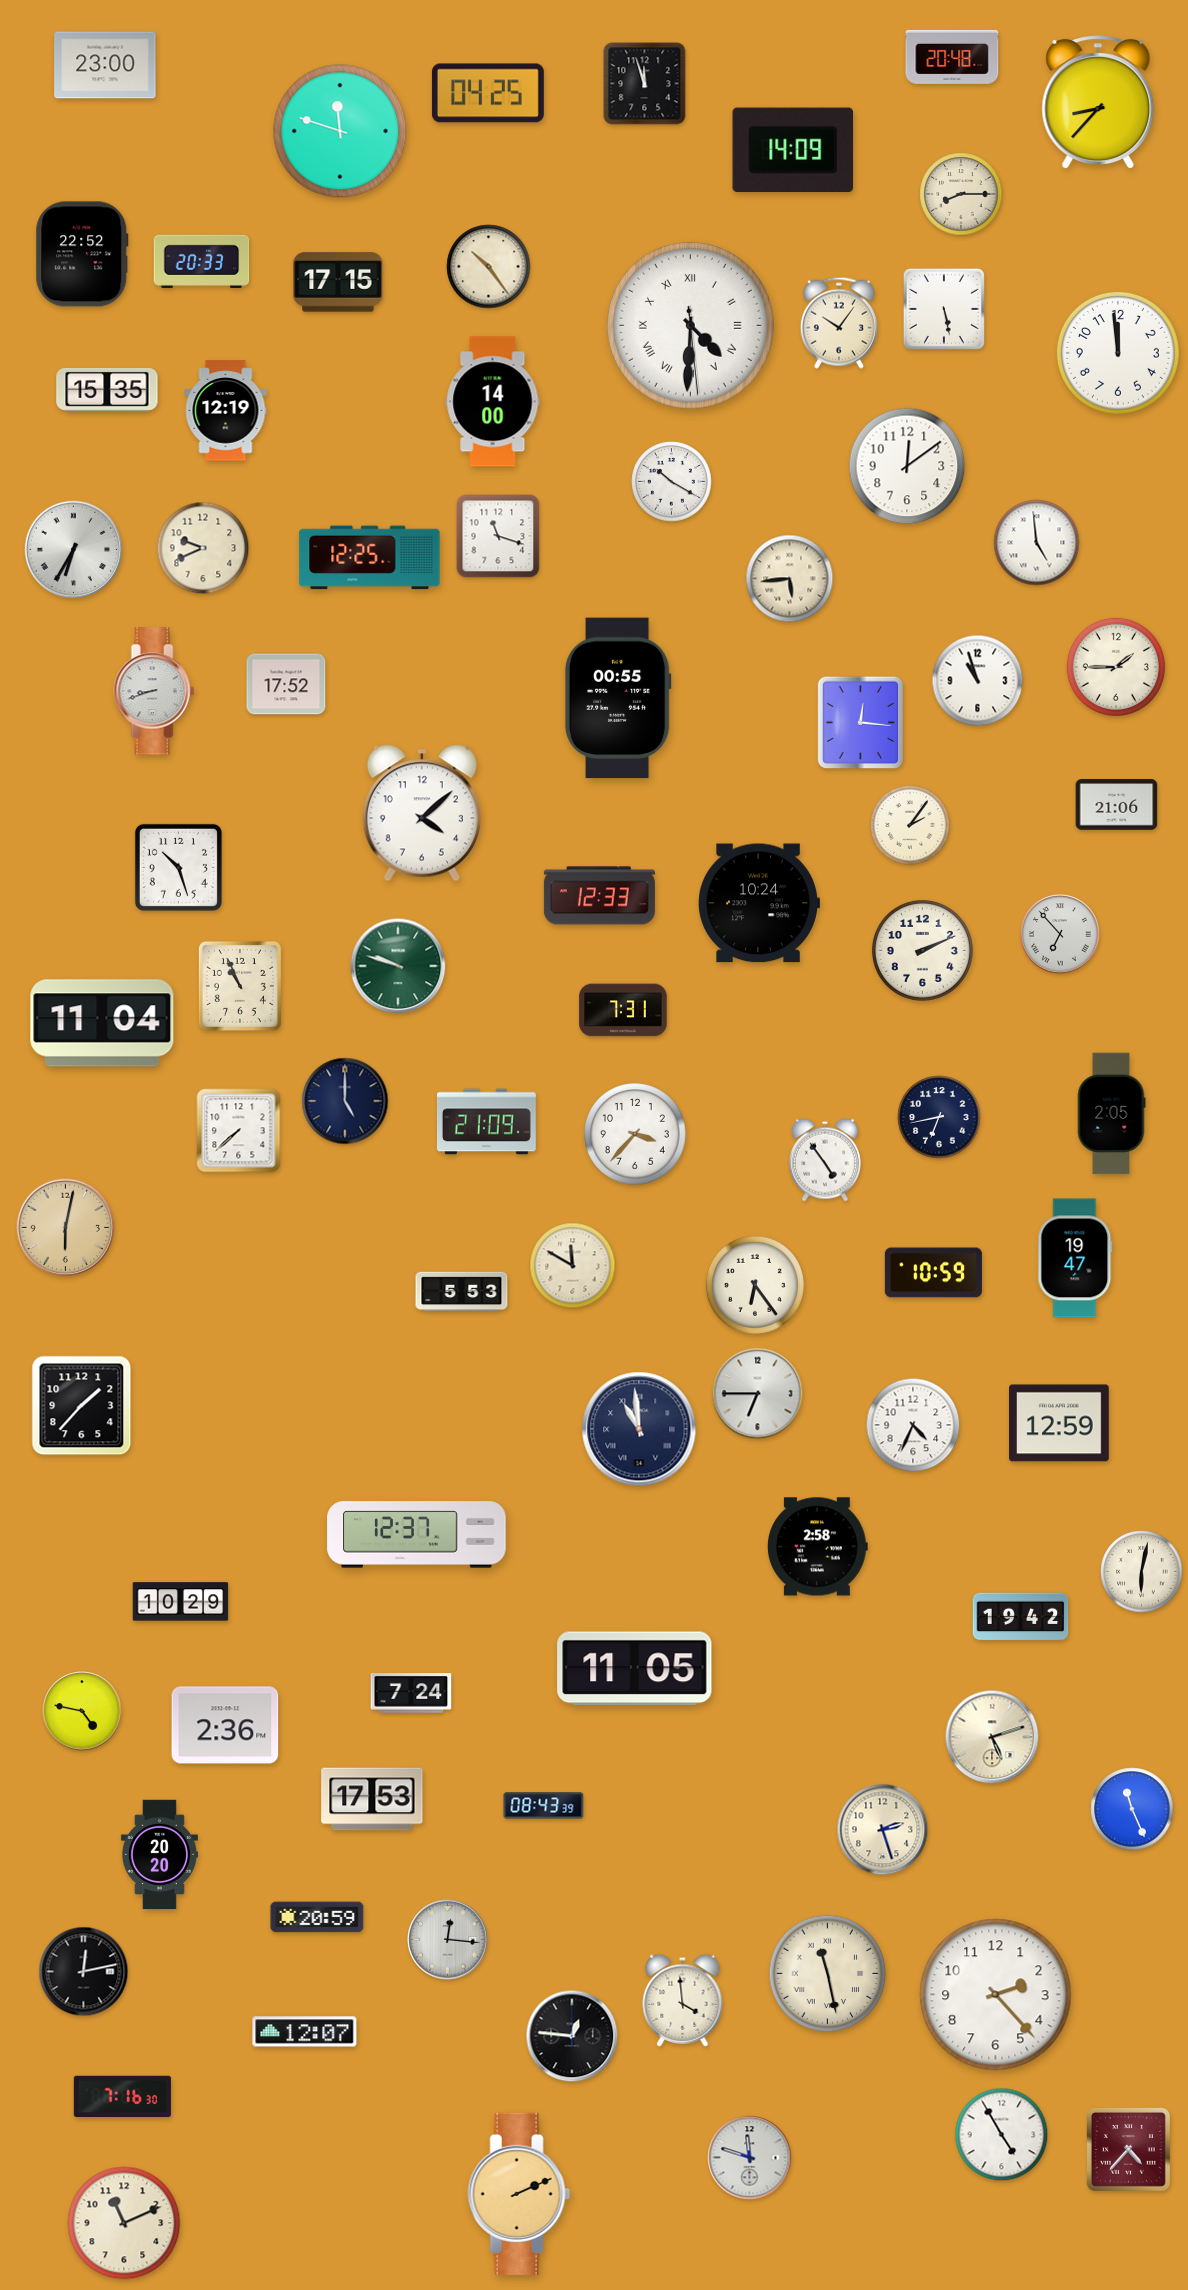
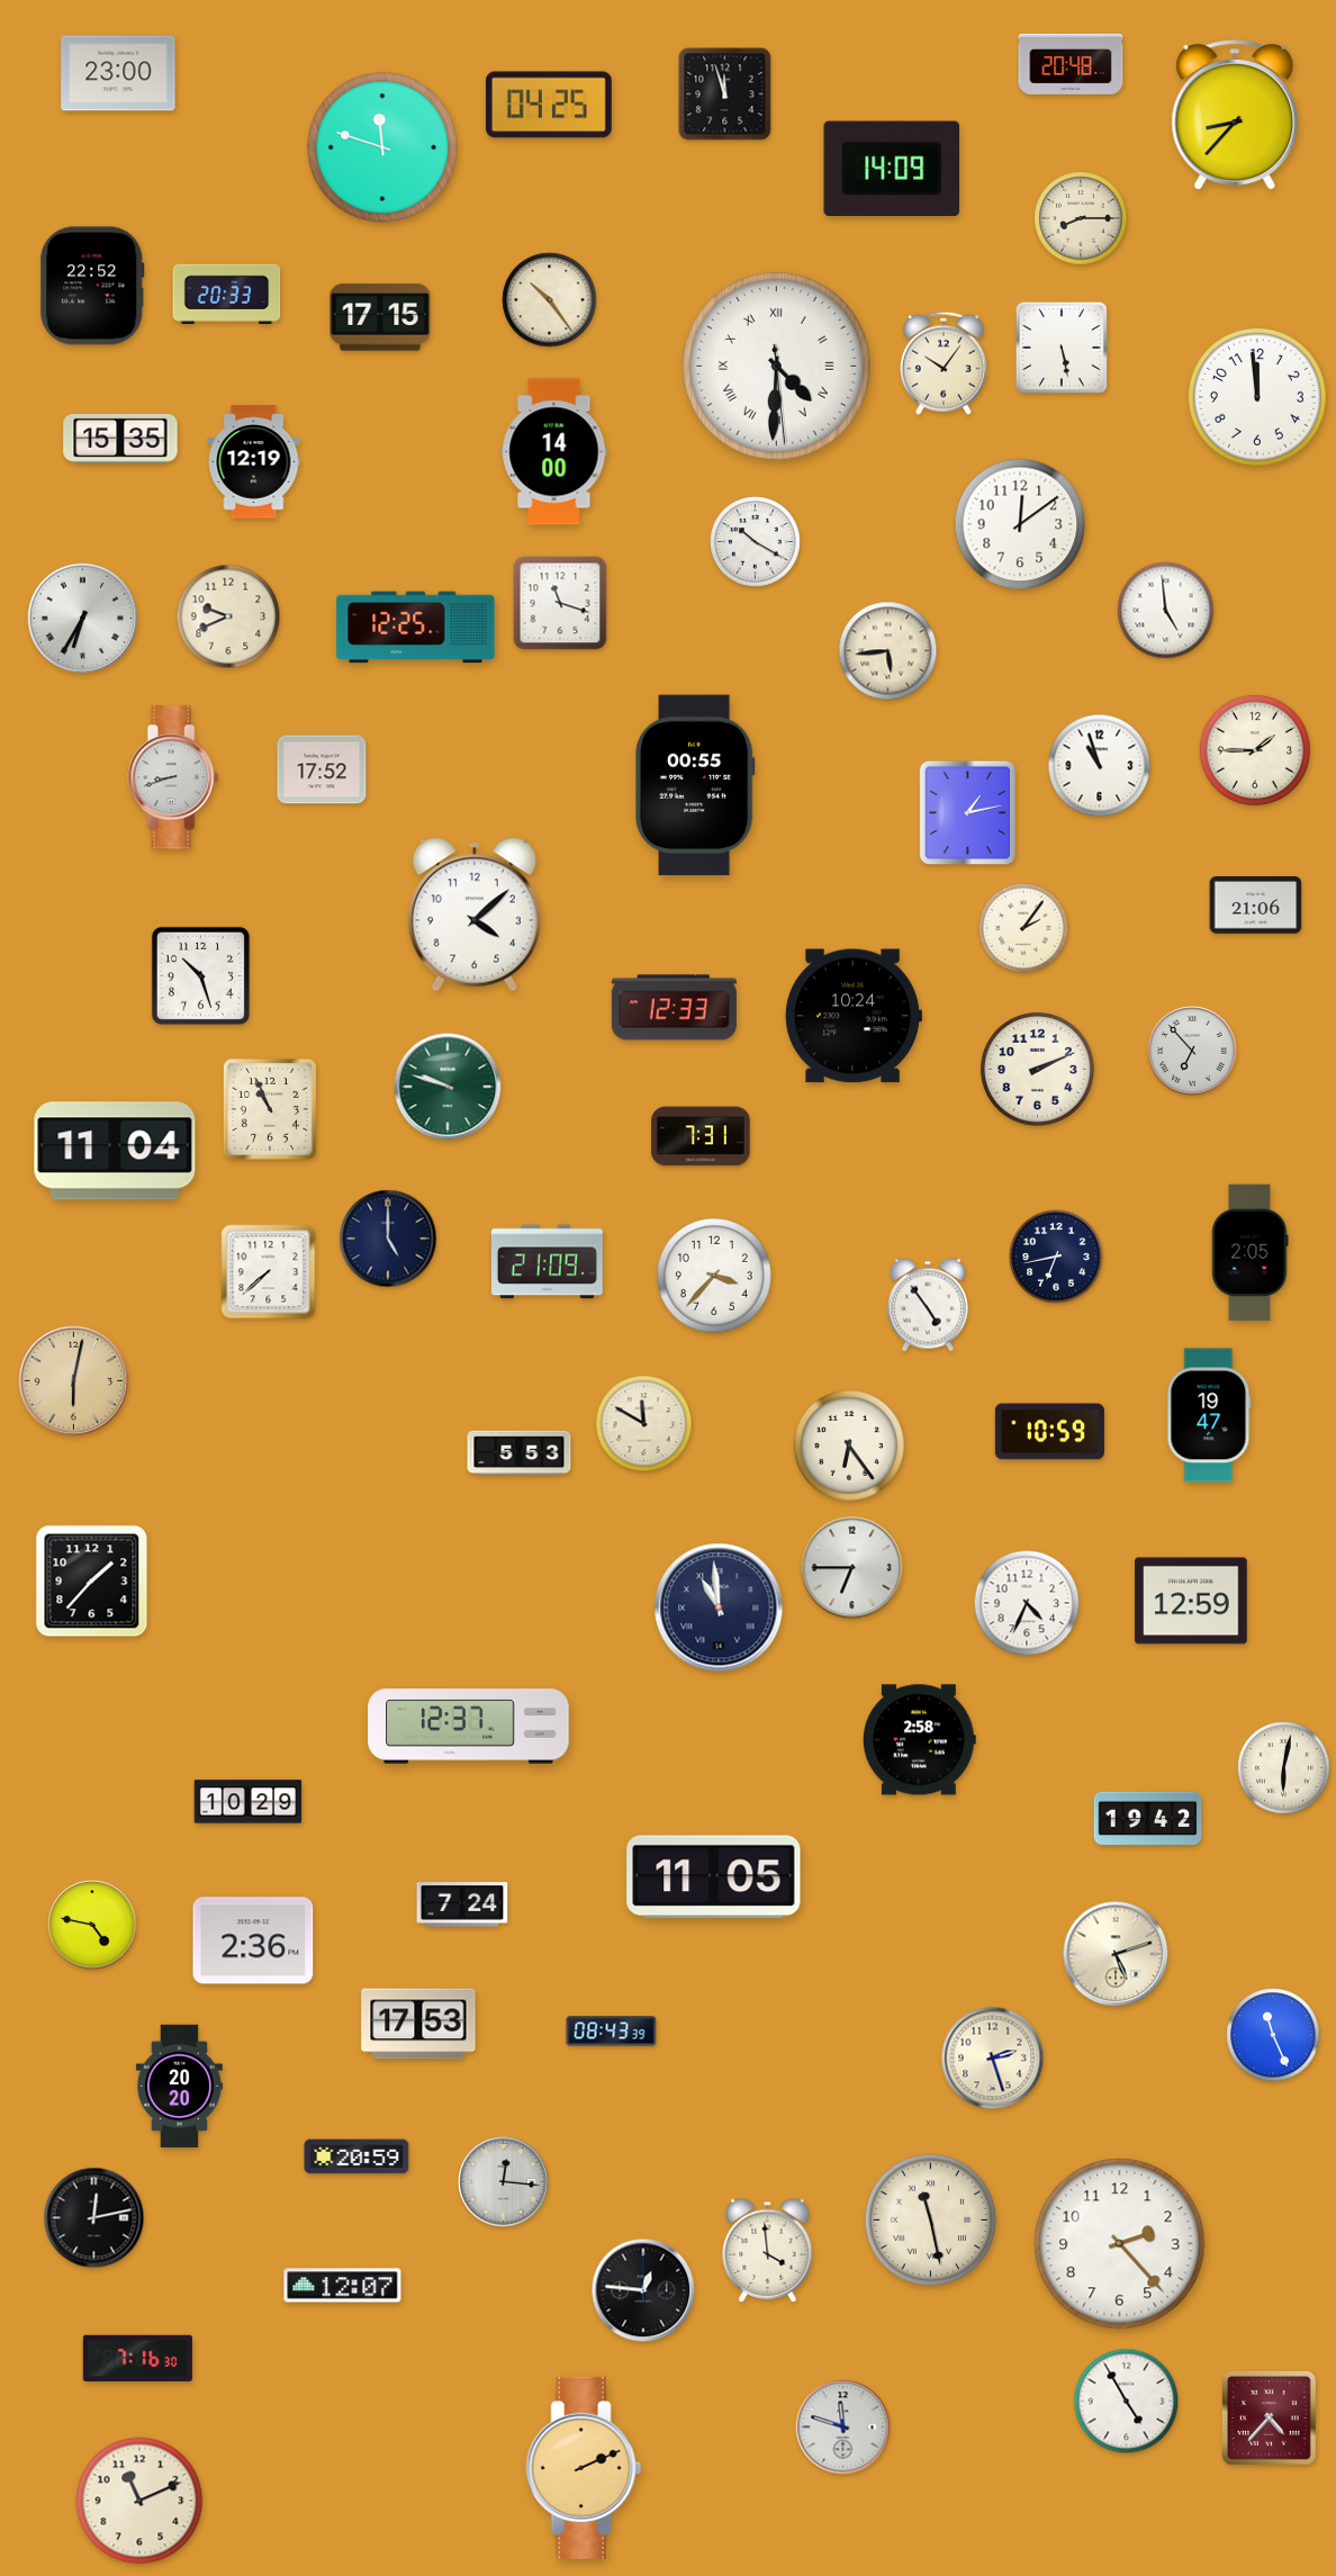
clock at (861, 723): 12:16 -> 1:13
clock at (181, 1602) position: (181, 1602) -> (249, 1802)
